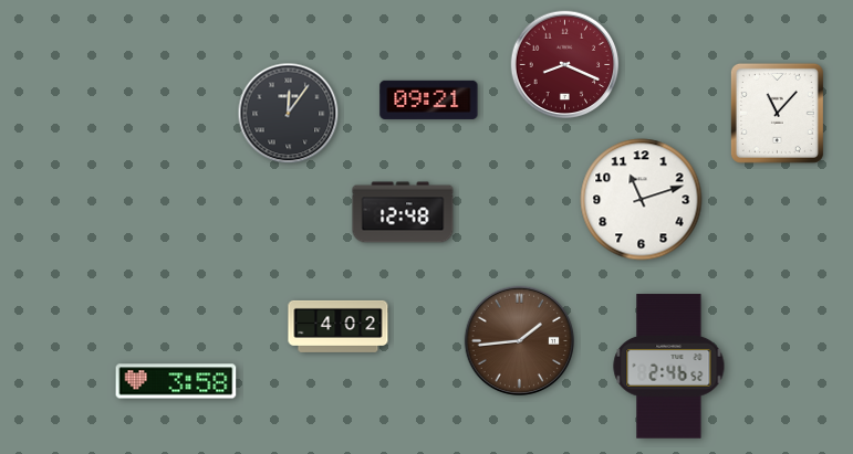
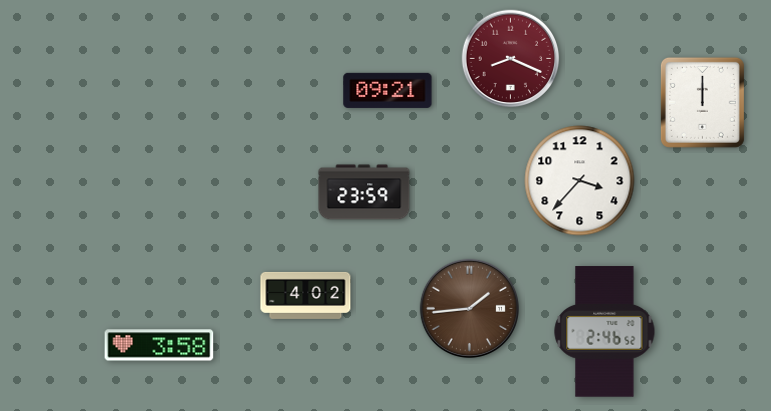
clock at (777, 113): 11:07 -> 12:00
clock at (289, 114): 12:06 -> none
clock at (642, 200): 11:12 -> 3:37
clock at (403, 212): 12:48 -> 23:59
